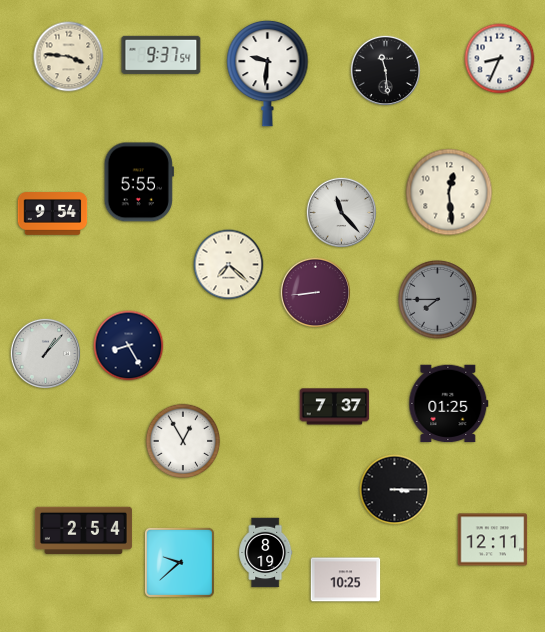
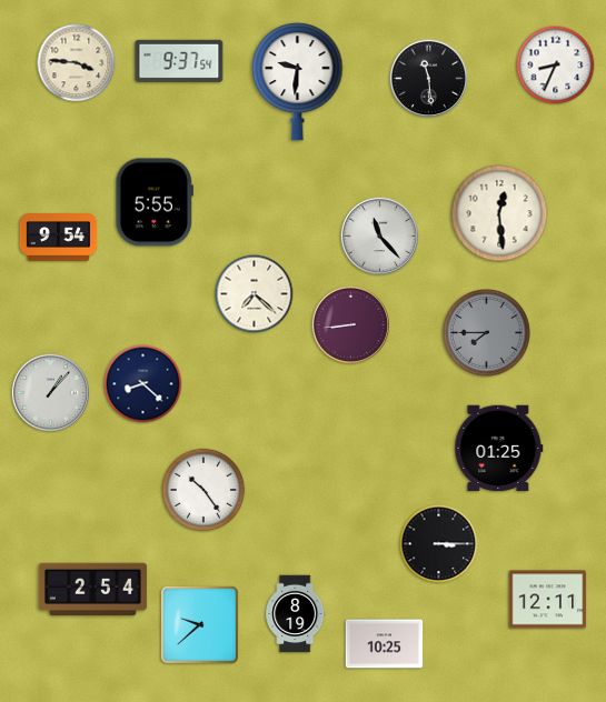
clock at (129, 346): 8:25 -> 8:22
clock at (335, 407): 7:37 -> none
clock at (183, 441): 12:55 -> 10:24
